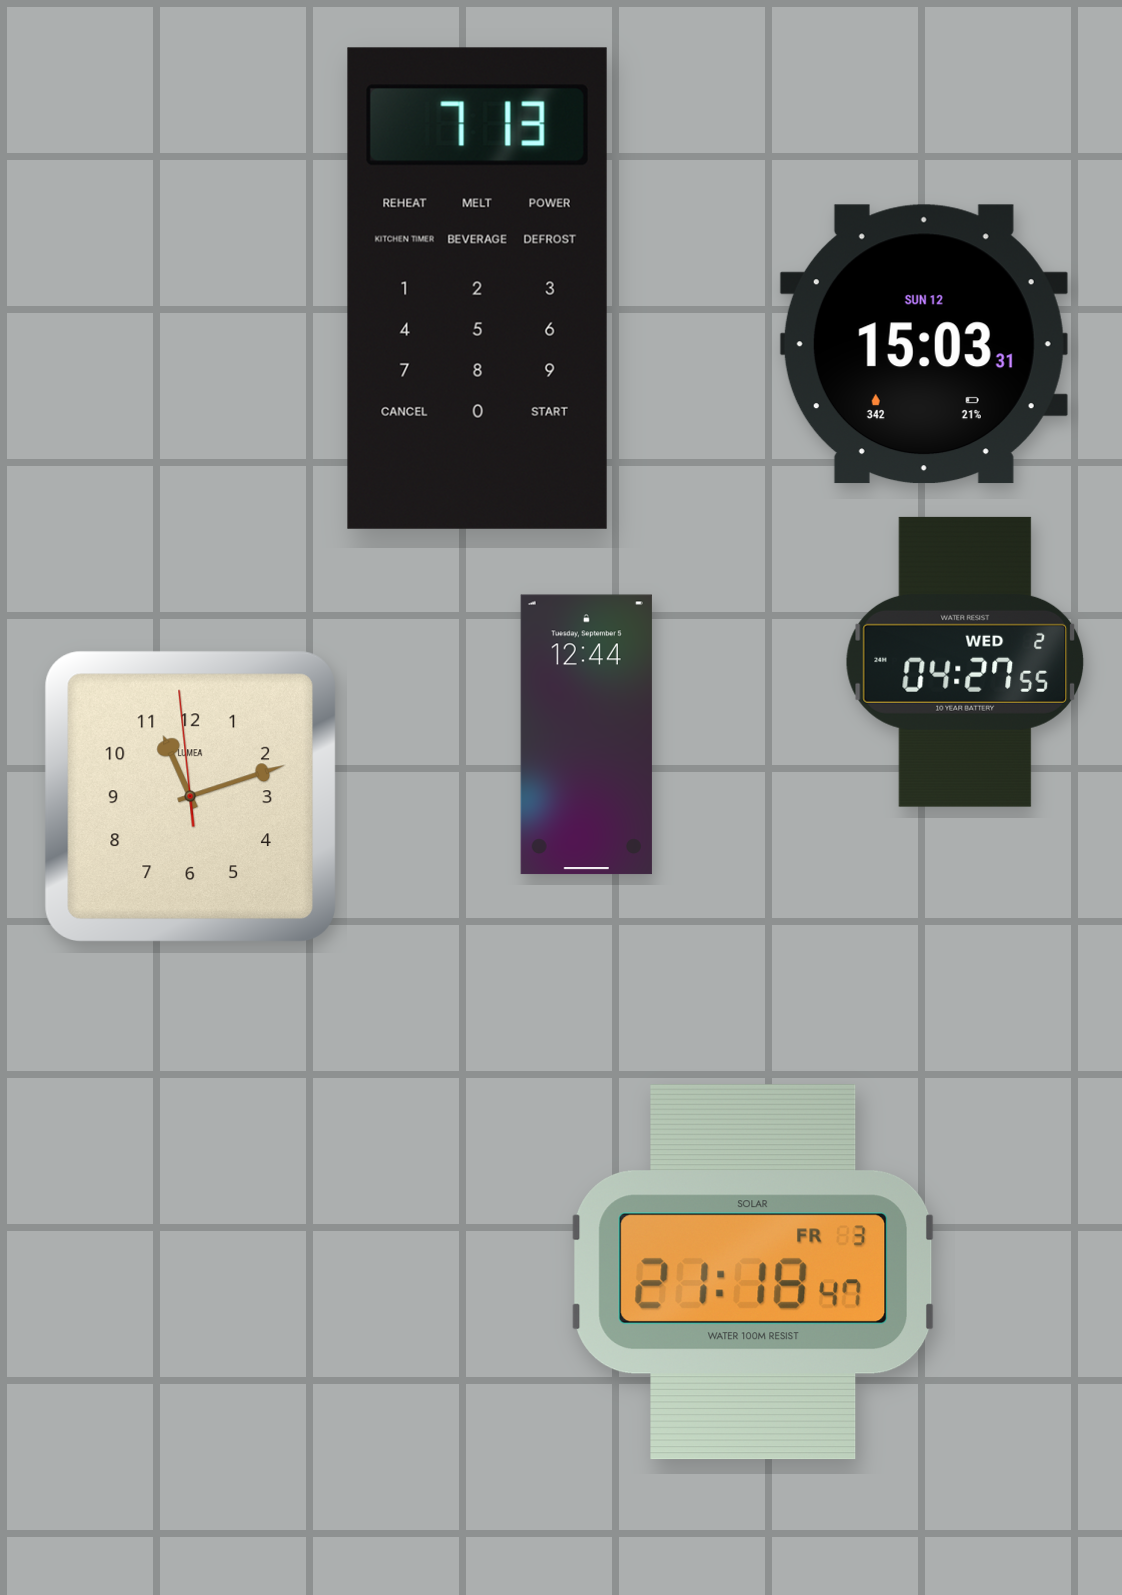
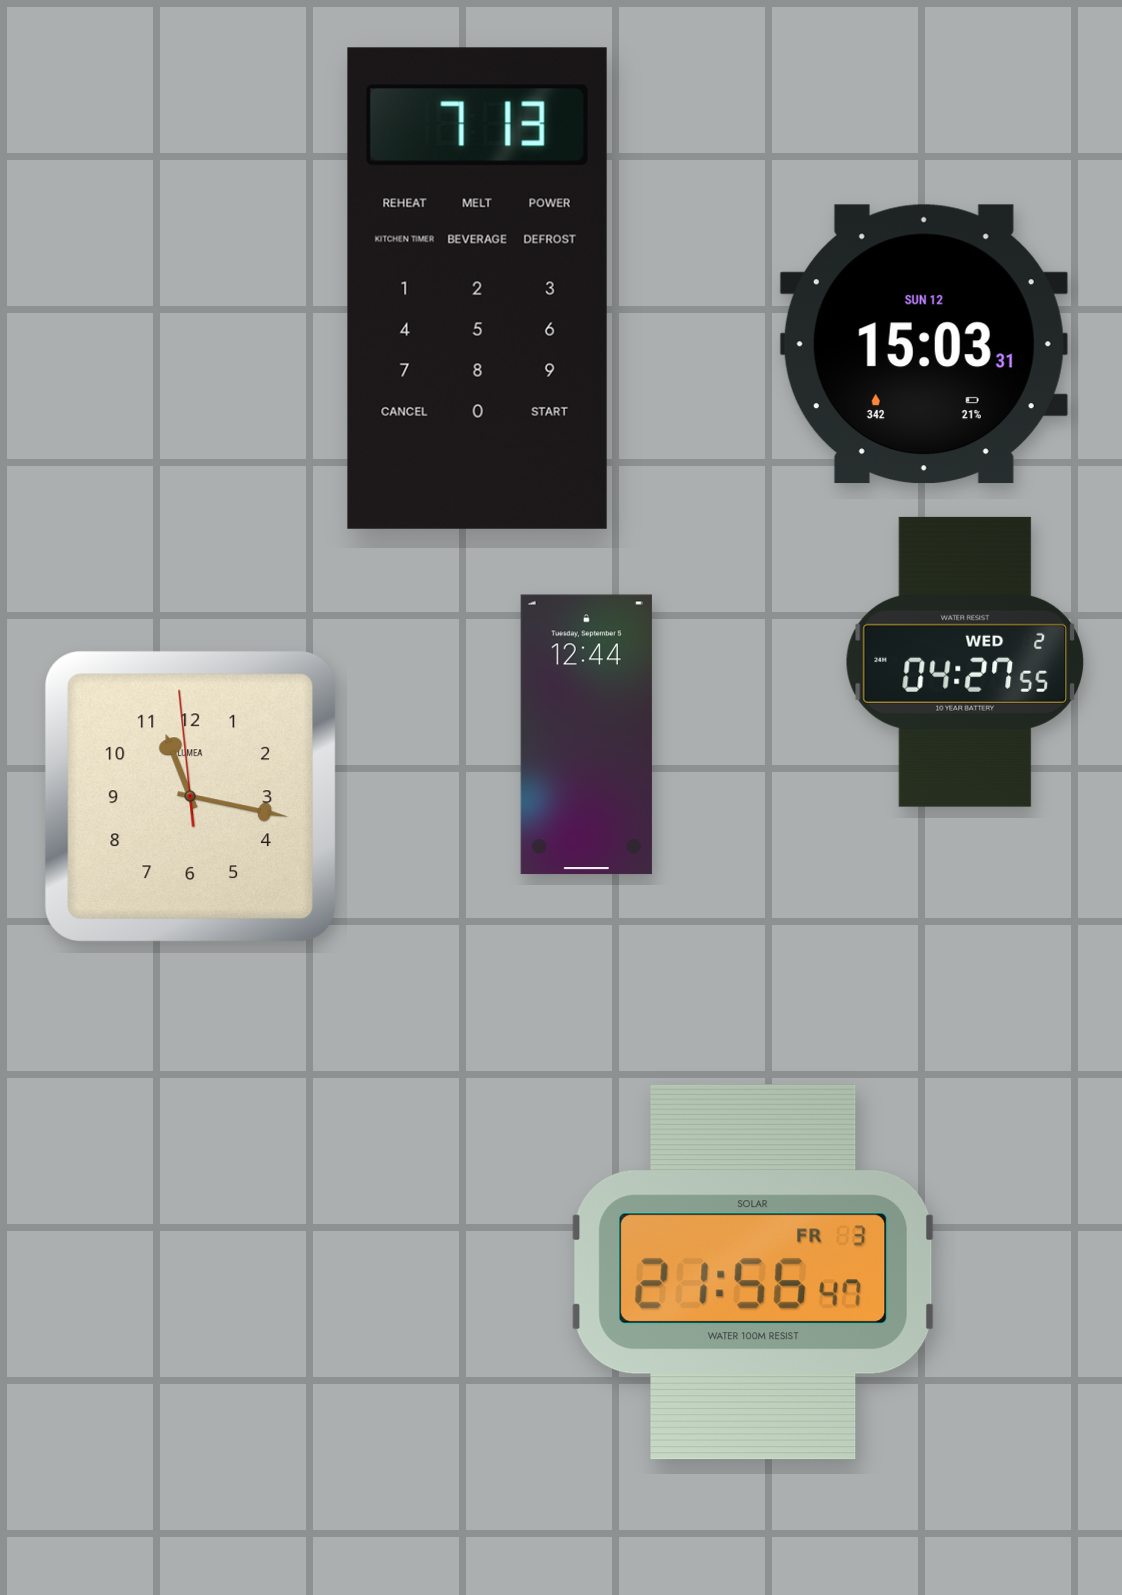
clock at (190, 796): 11:11 -> 11:16
clock at (752, 1272): 21:18 -> 21:56
